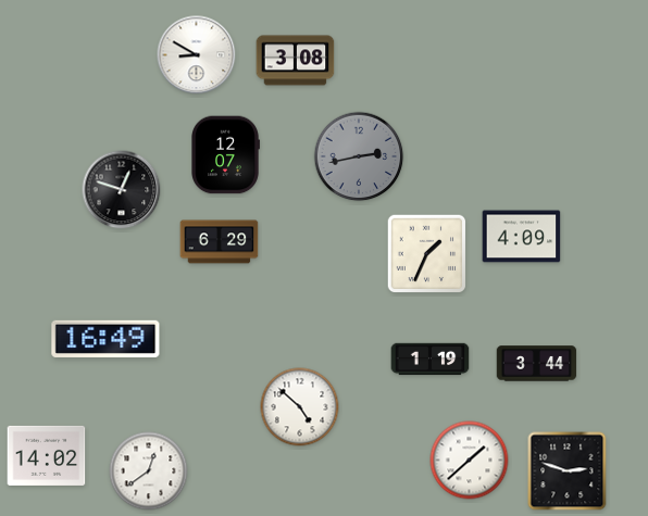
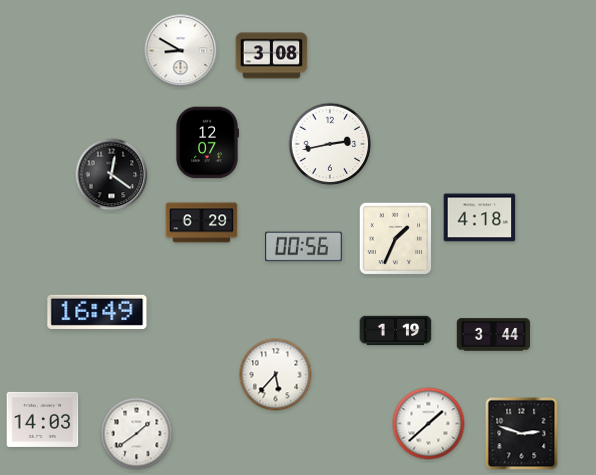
clock at (359, 156) dial: grey -> white
clock at (122, 190): 12:48 -> 12:21
clock at (522, 237): 4:09 -> 4:18
clock at (427, 254) position: (427, 254) -> (396, 239)
clock at (304, 247): none -> 00:56
clock at (300, 407): 4:52 -> 5:37
clock at (47, 455): 14:02 -> 14:03
clock at (470, 461) position: (470, 461) -> (429, 424)
clock at (149, 471): 12:39 -> 1:39
